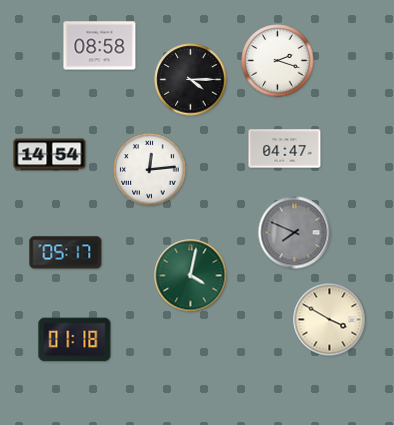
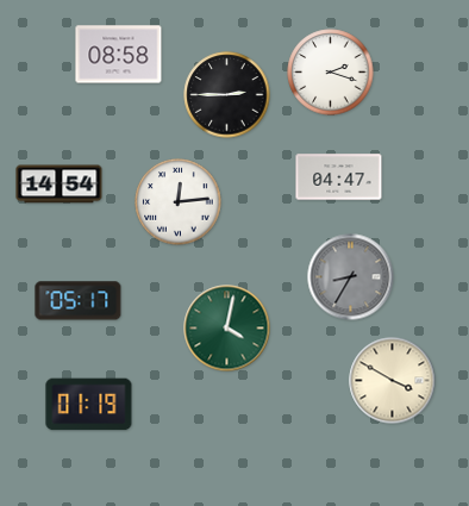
clock at (191, 80): 4:15 -> 2:45
clock at (295, 233): 7:49 -> 8:35
clock at (75, 340): 01:18 -> 01:19
